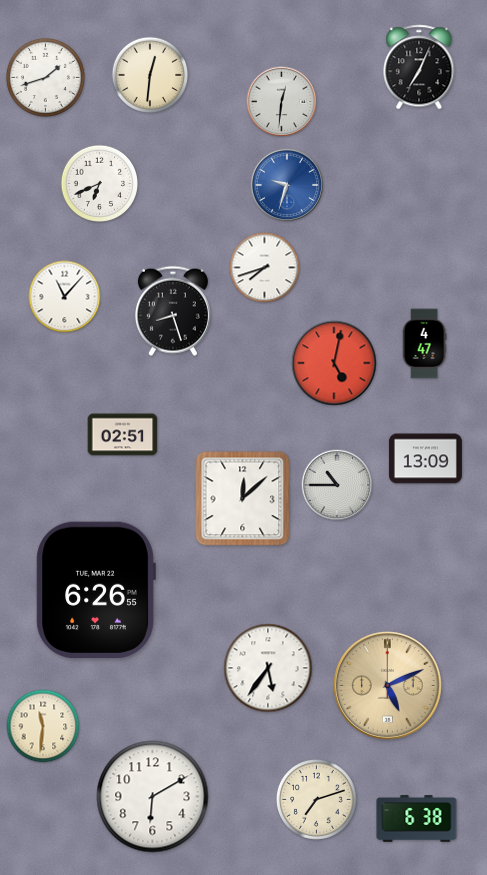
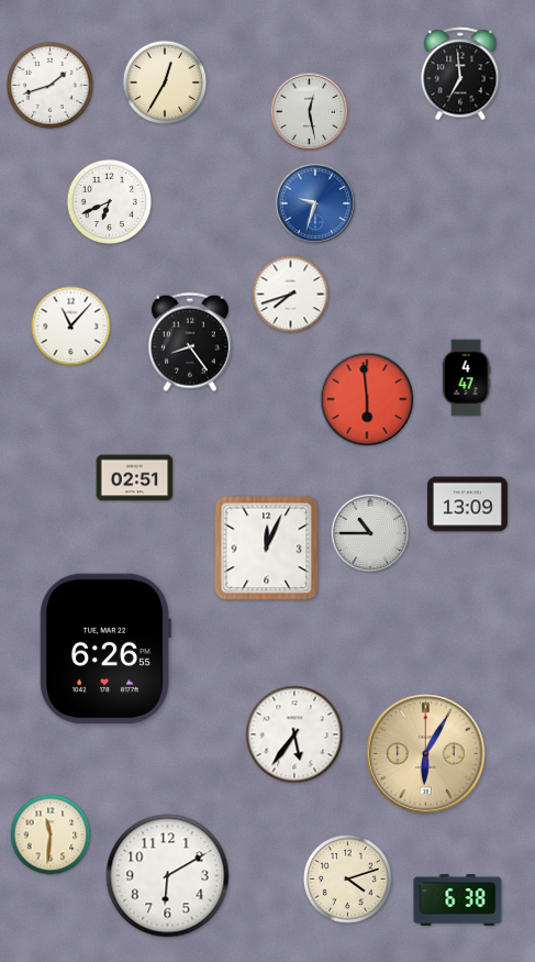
clock at (419, 67): 7:04 -> 6:59
clock at (150, 75): 12:31 -> 12:35
clock at (282, 102): 12:31 -> 12:28
clock at (173, 311): 8:27 -> 8:24
clock at (334, 363): 5:02 -> 5:59
clock at (243, 499): 12:08 -> 12:04
clock at (387, 685): 5:11 -> 6:05
clock at (43, 726) position: (43, 726) -> (51, 834)
clock at (316, 799): 7:12 -> 4:12
